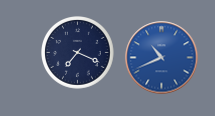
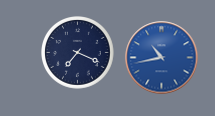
clock at (162, 58): 10:41 -> 10:43
